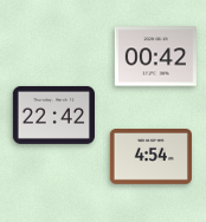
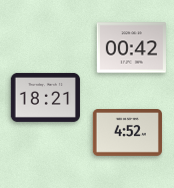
clock at (53, 115): 22:42 -> 18:21
clock at (150, 157): 4:54 -> 4:52
